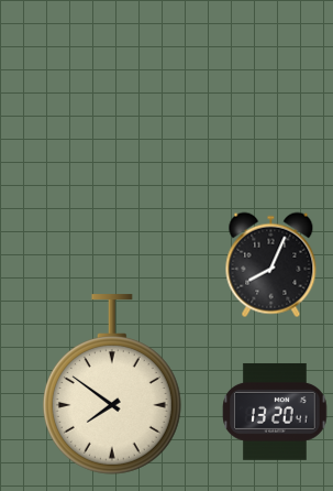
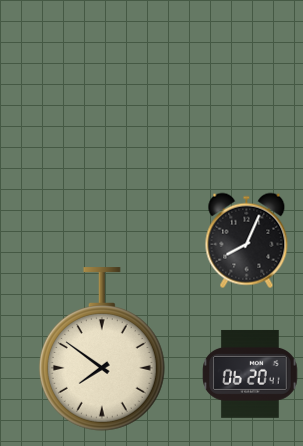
clock at (275, 412): 13:20 -> 06:20
